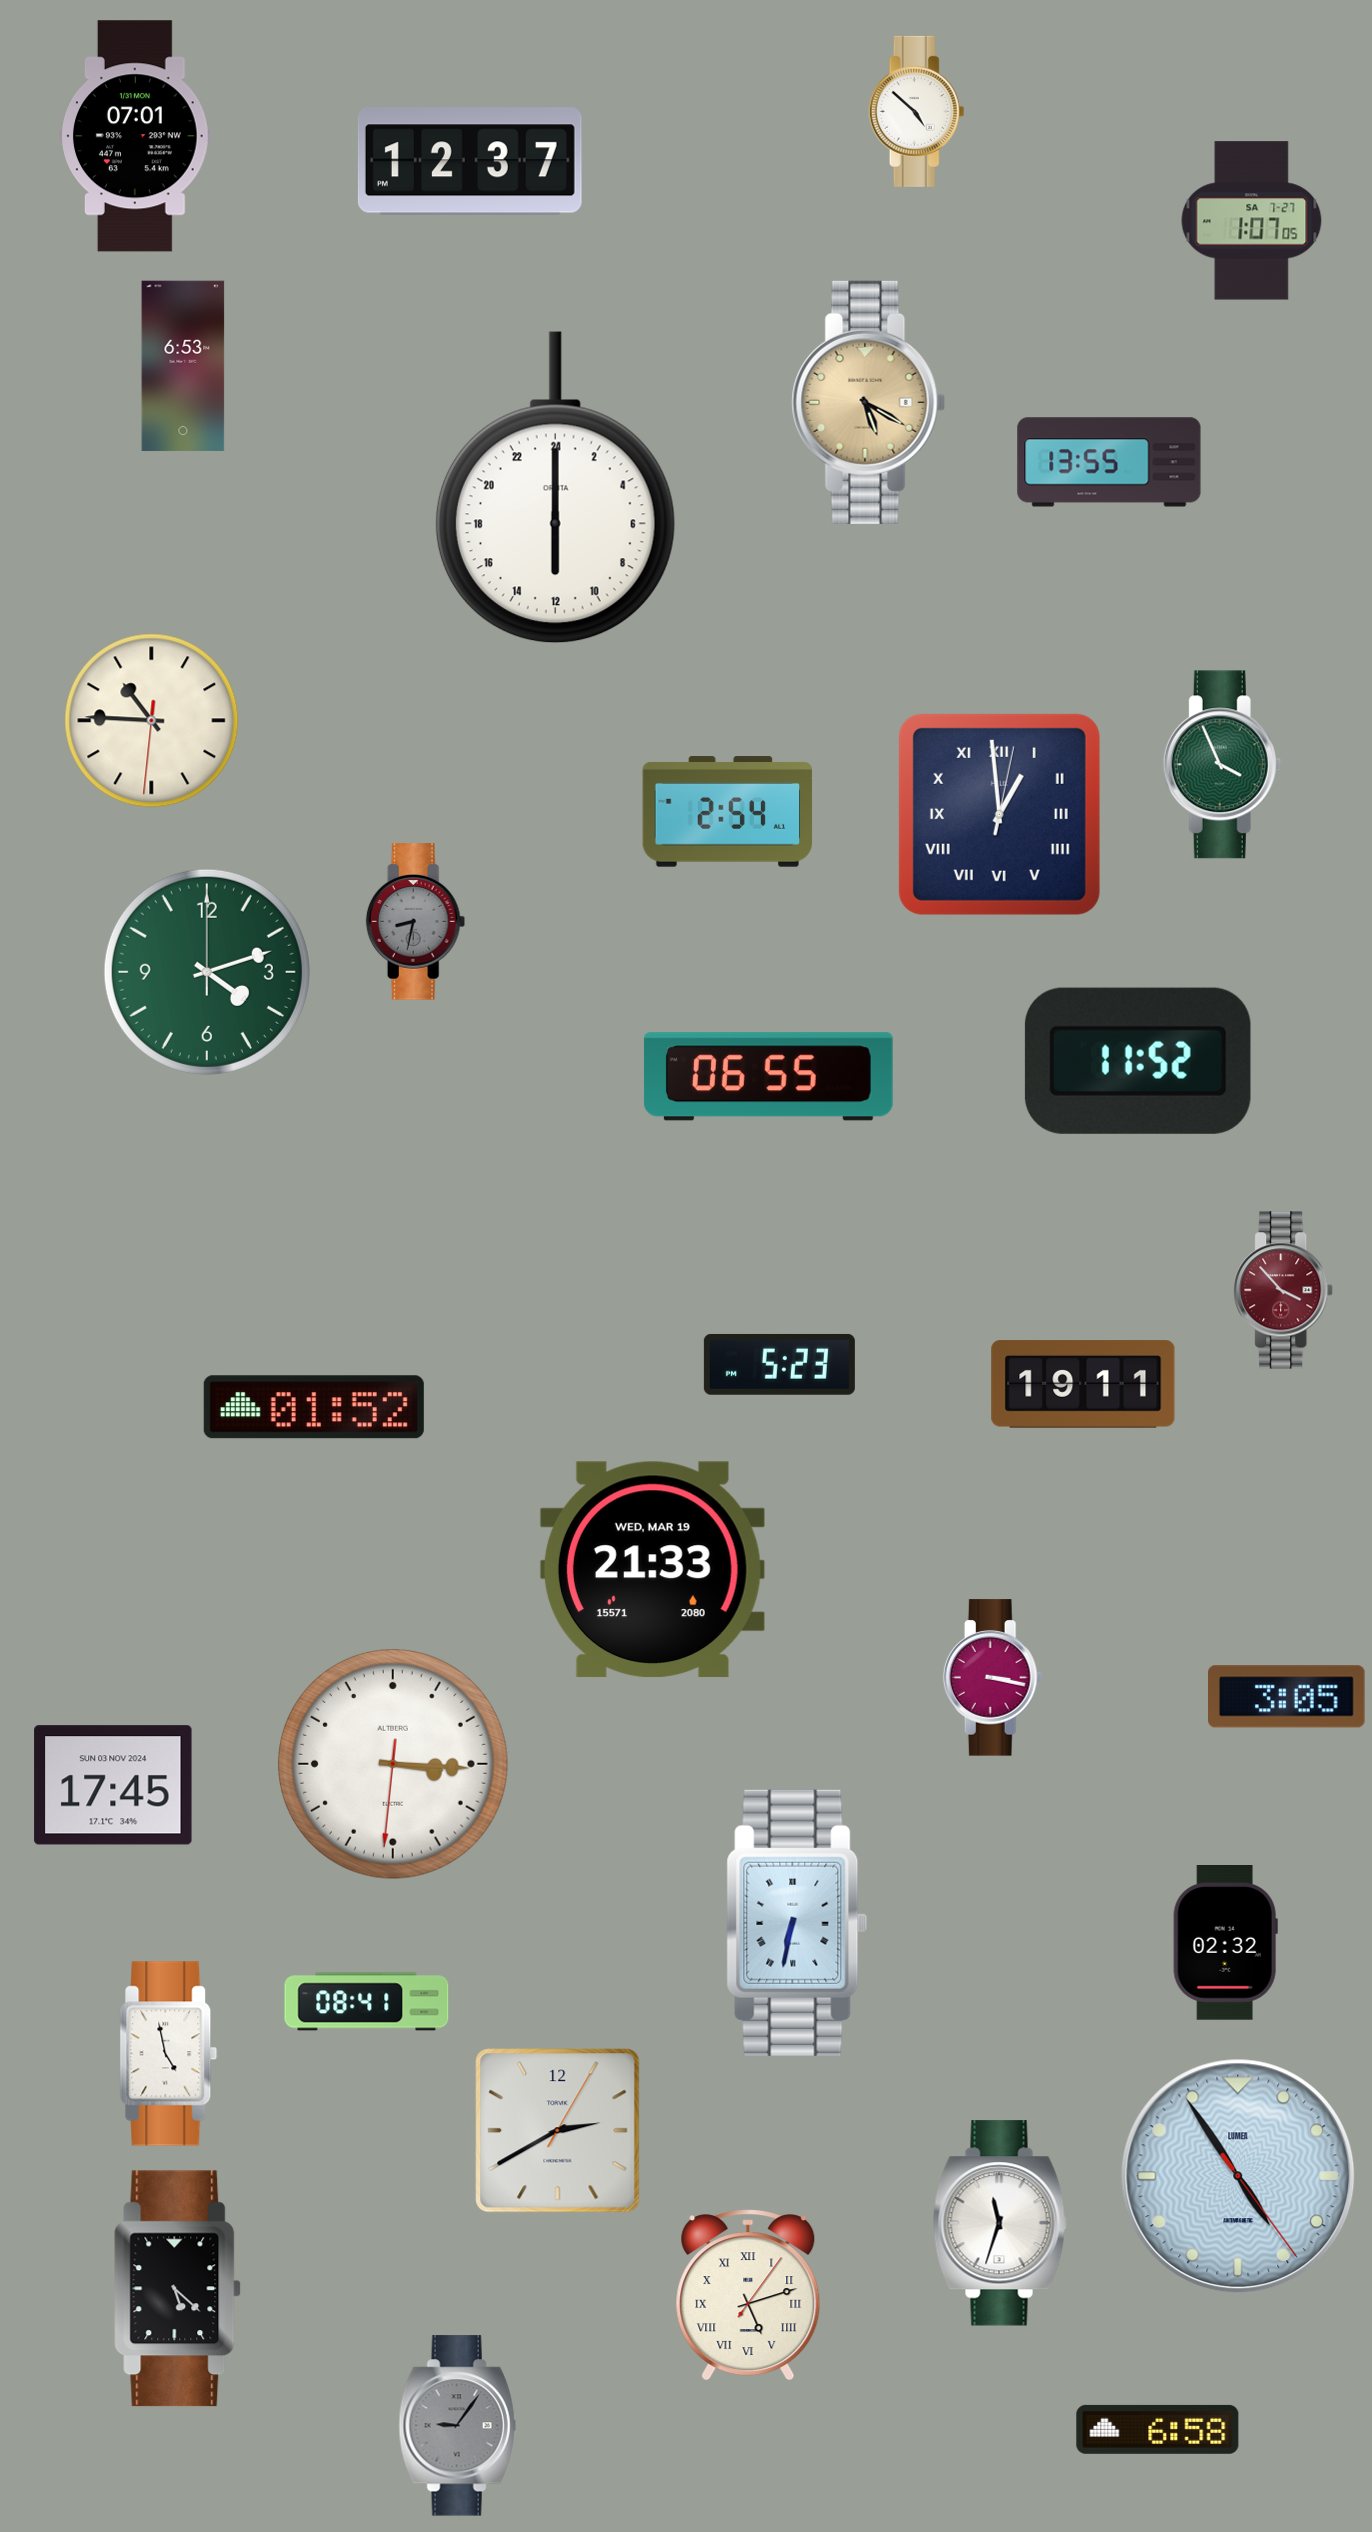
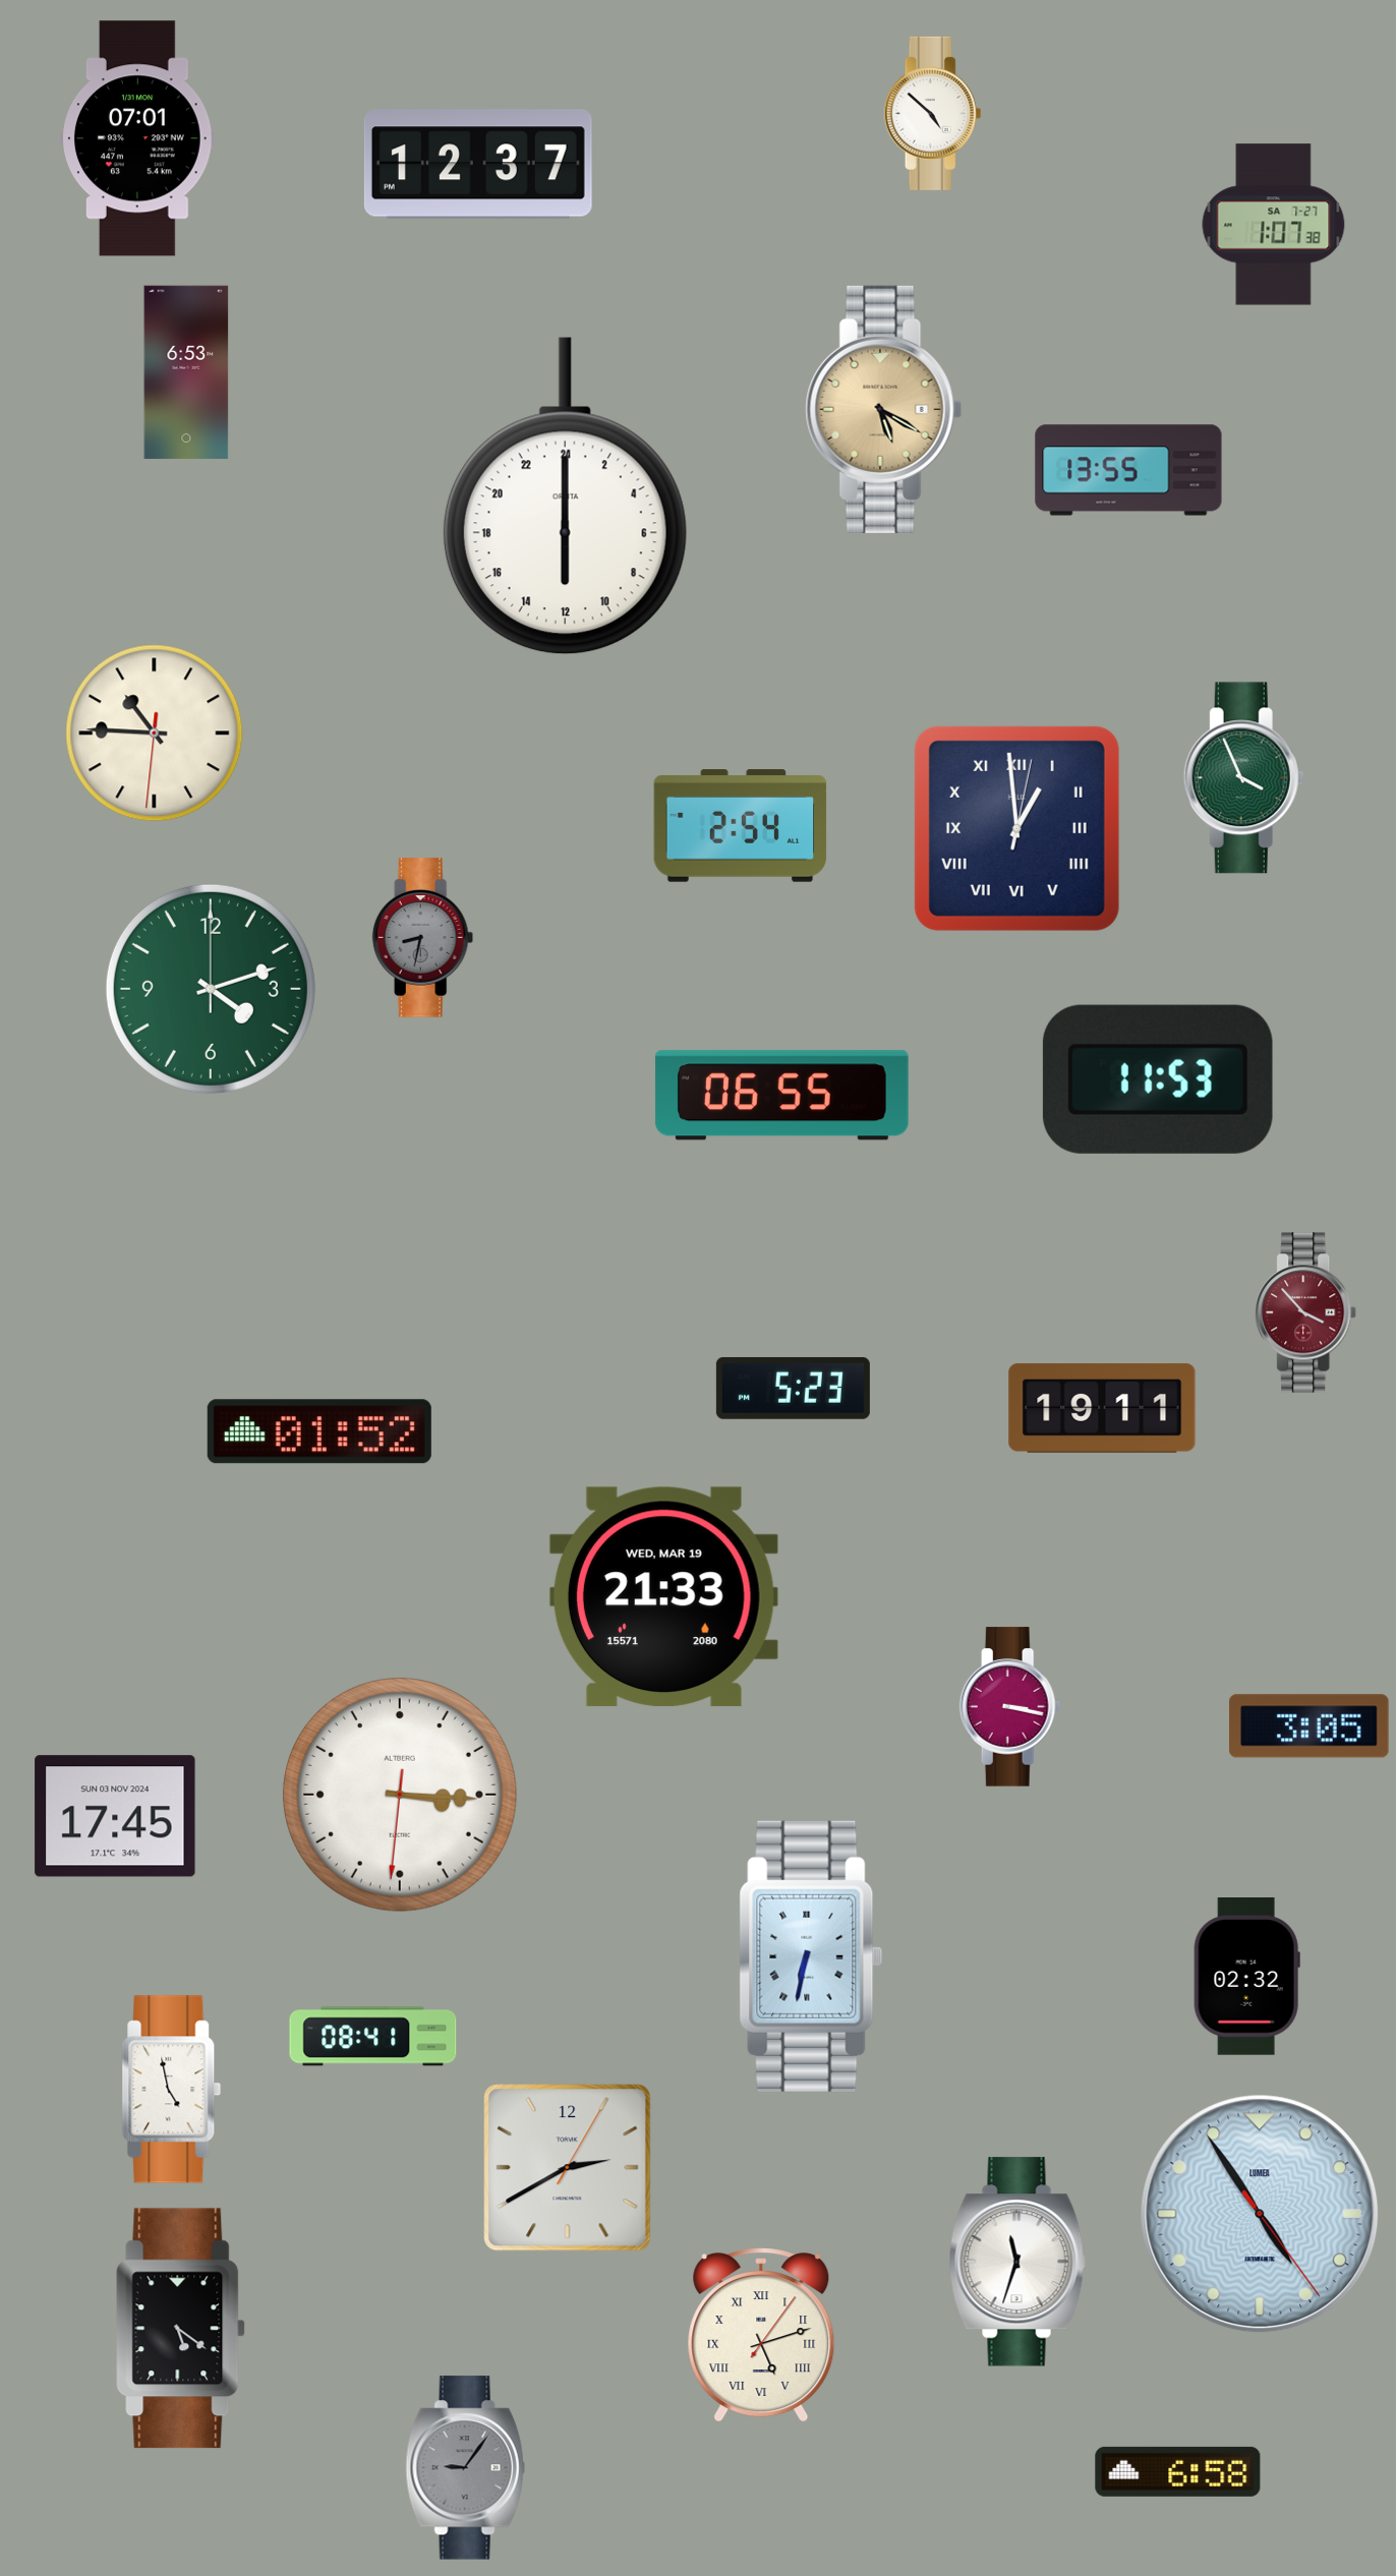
clock at (1252, 221): 1:07:05 -> 1:07:38
clock at (1138, 1061): 11:52 -> 11:53
clock at (178, 2289): 5:22 -> 5:21
